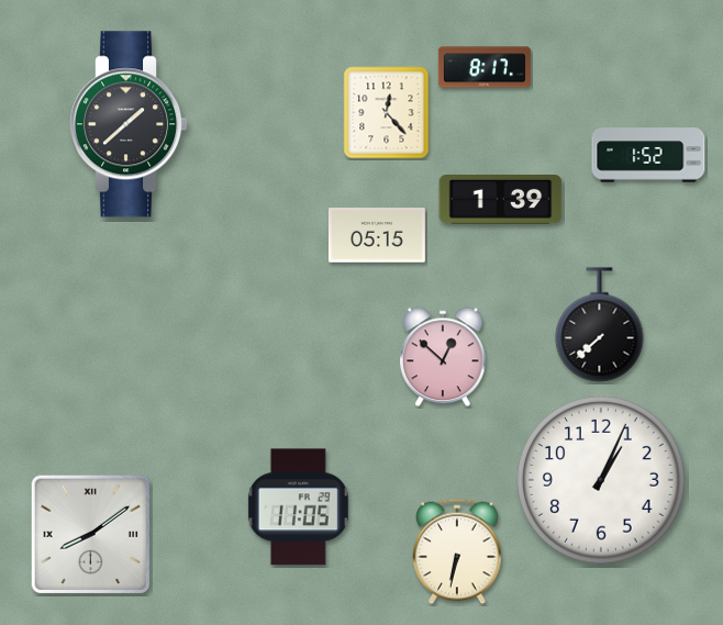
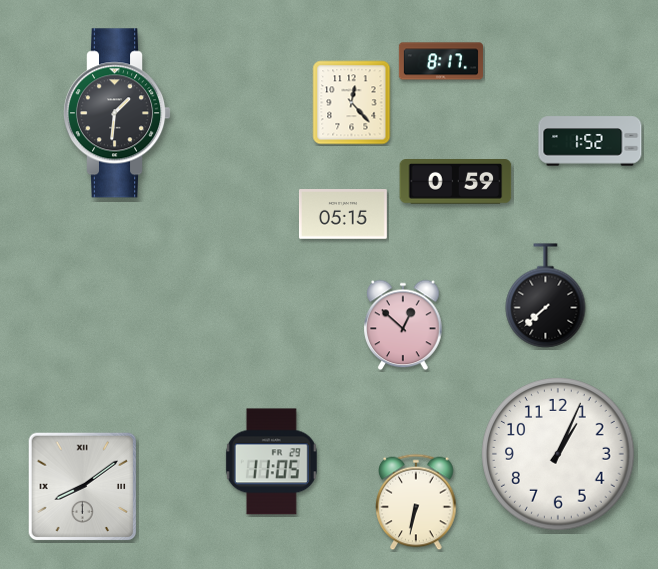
clock at (129, 124): 1:38 -> 1:31
clock at (501, 200): 1:39 -> 0:59
clock at (601, 480) position: (601, 480) -> (558, 454)
